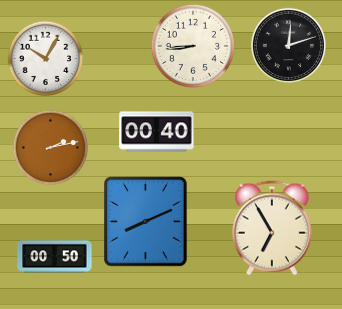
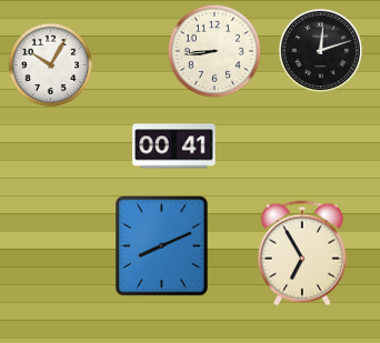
clock at (157, 132): 00:40 -> 00:41
clock at (50, 147): 2:13 -> none
clock at (55, 257): 00:50 -> none
